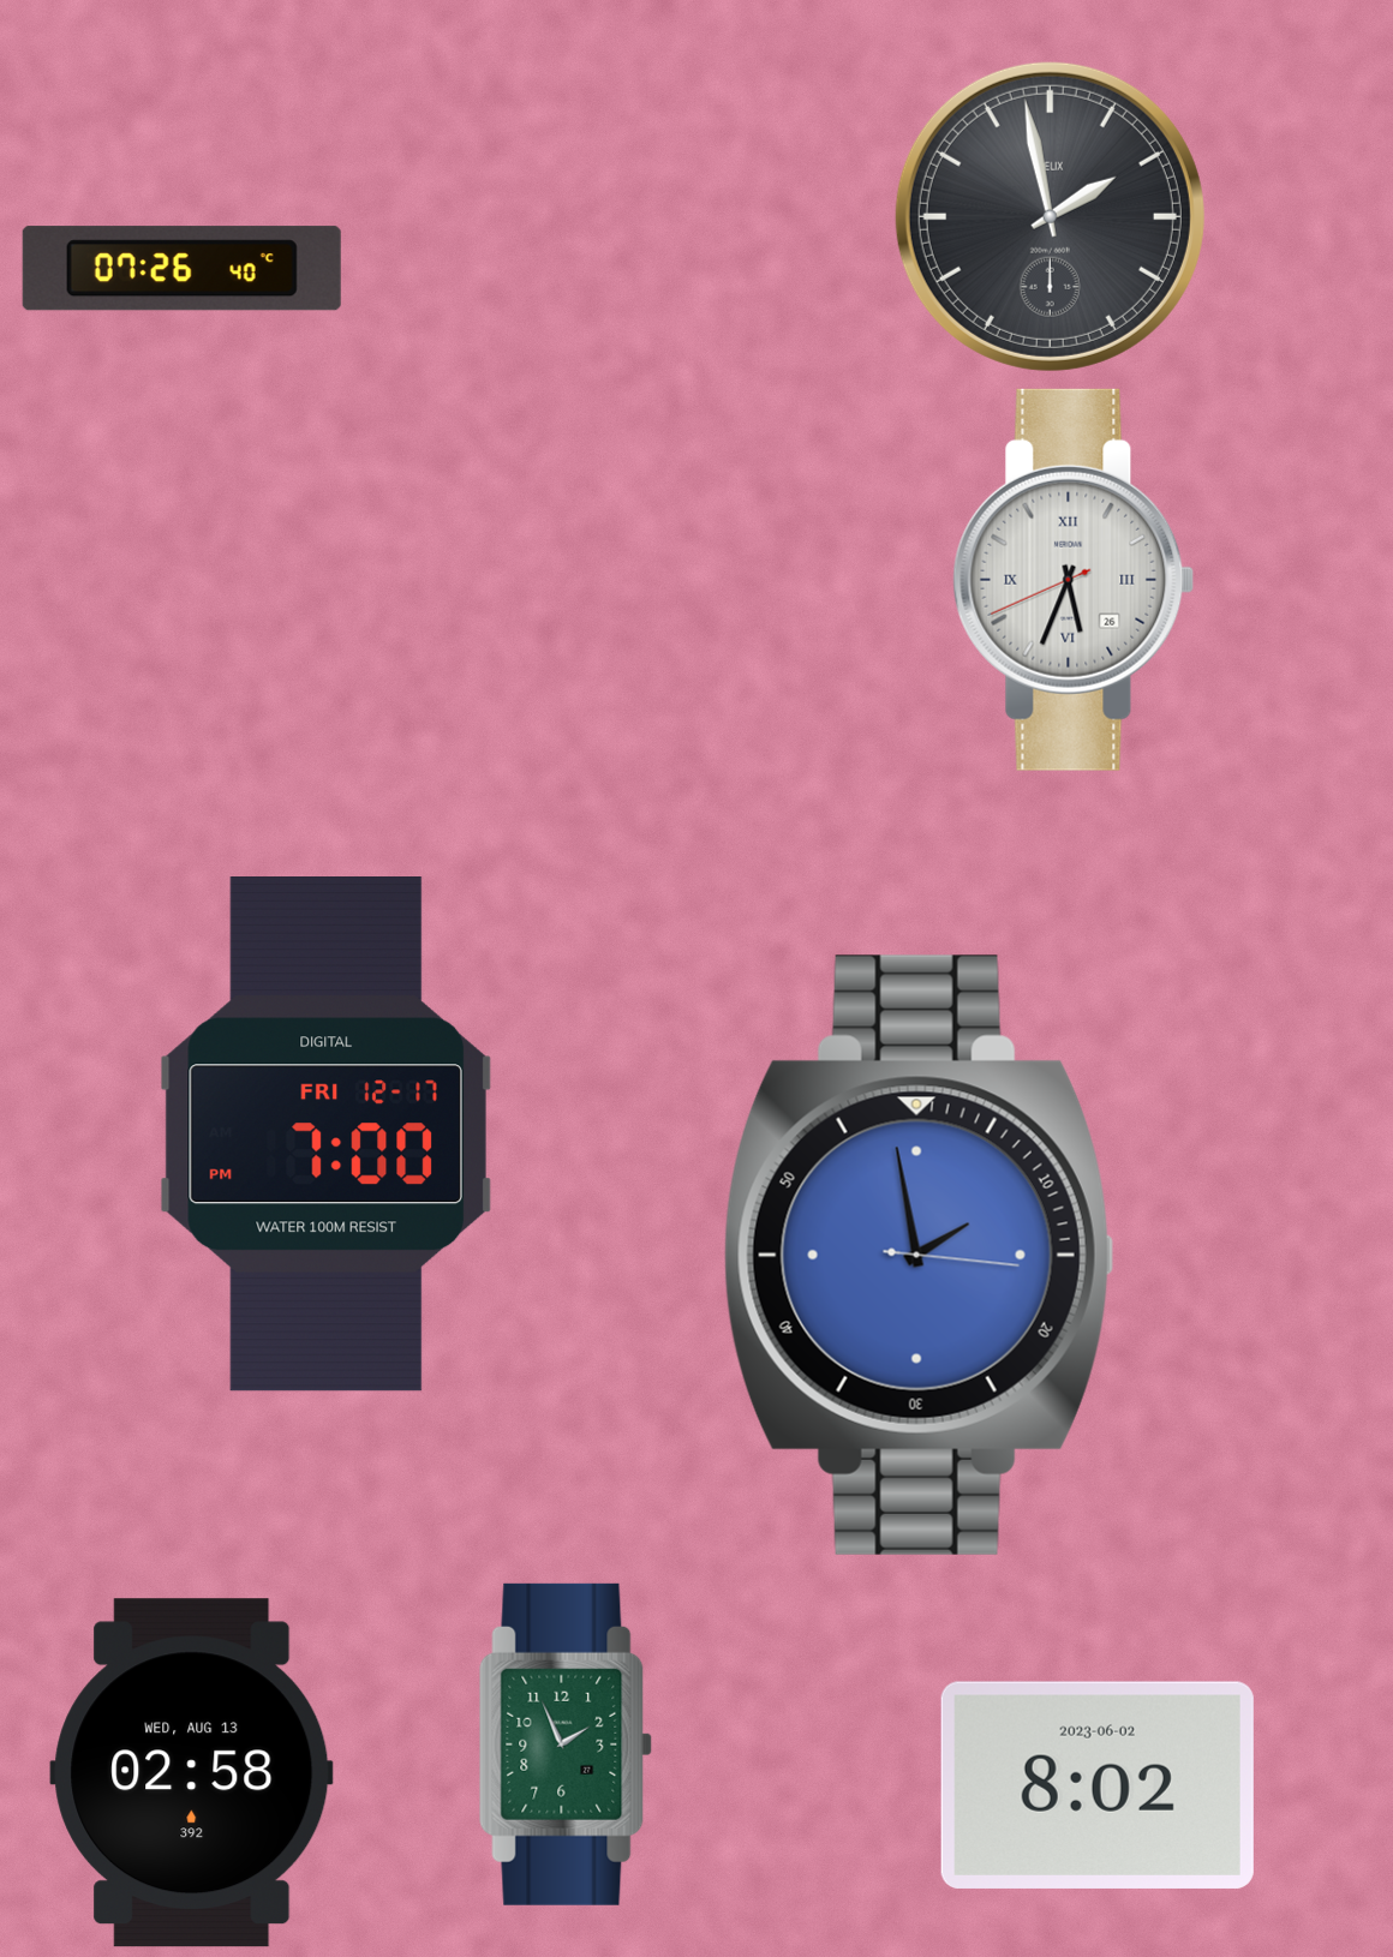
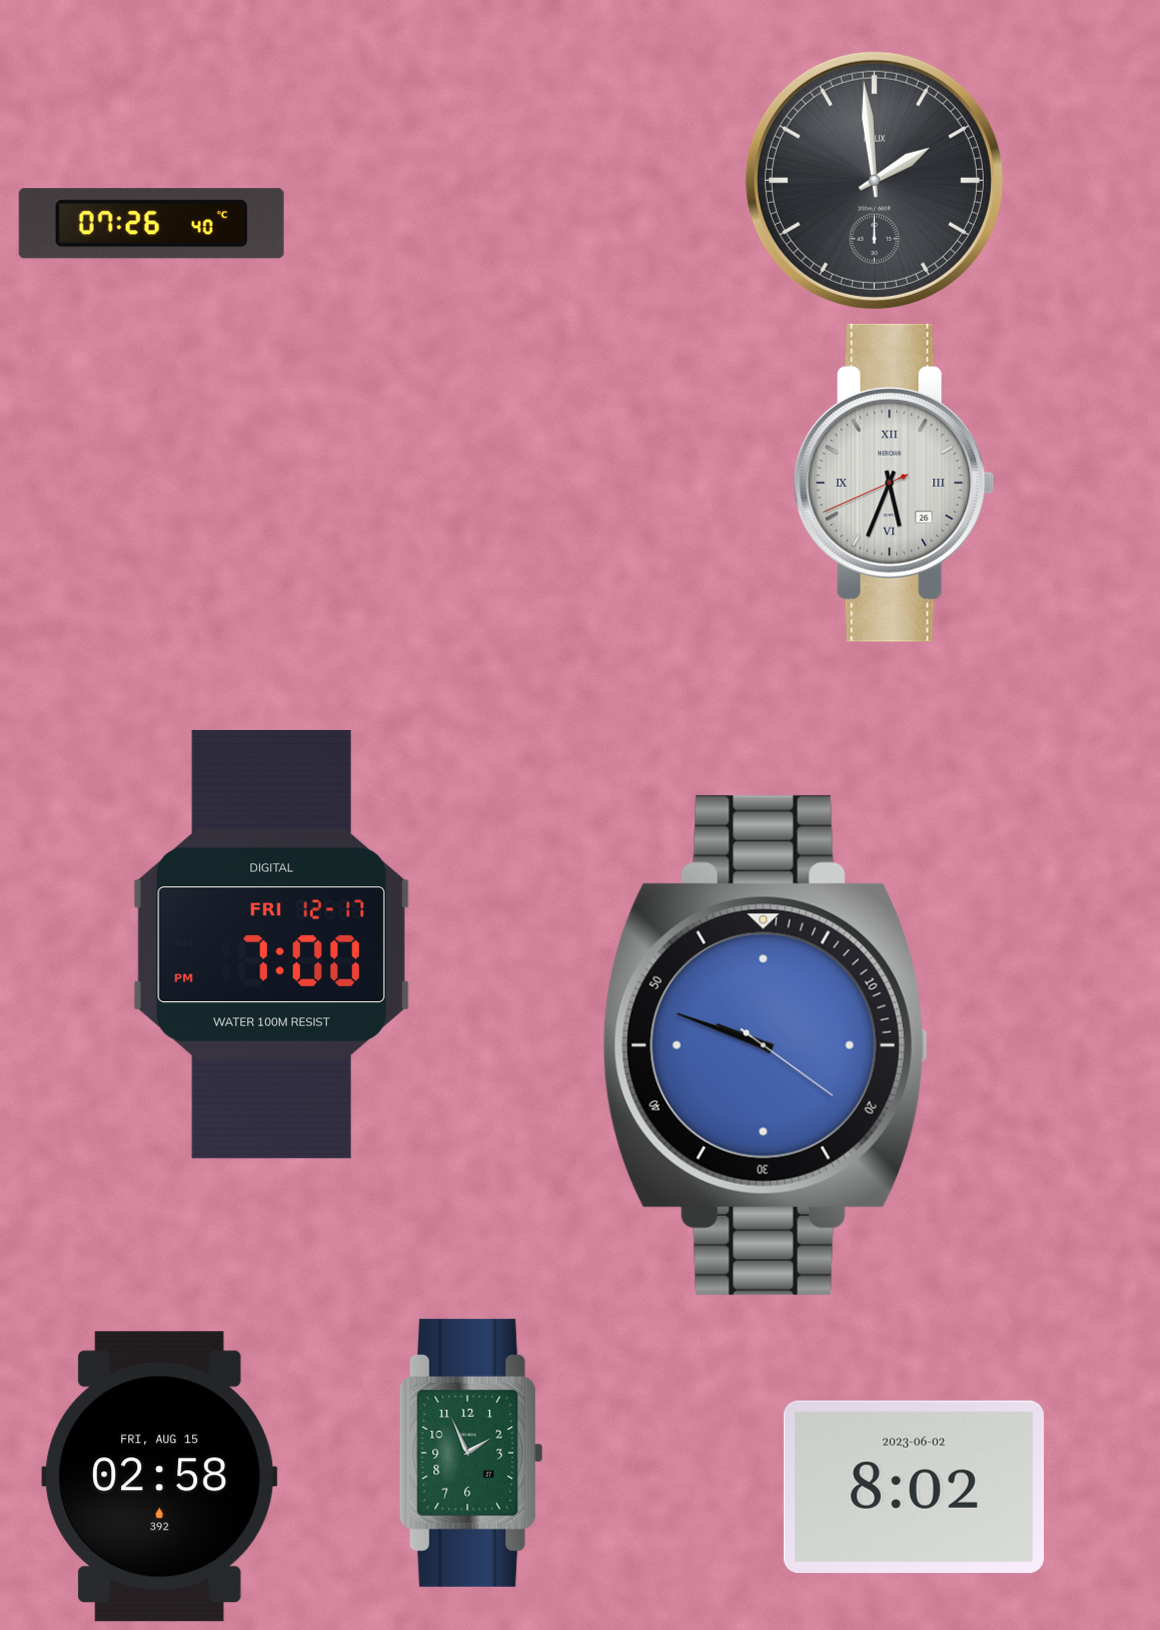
clock at (1050, 216): 1:58 -> 1:59
clock at (919, 1255): 1:58 -> 9:48
clock at (192, 1773) date: WED, AUG 13 -> FRI, AUG 15
